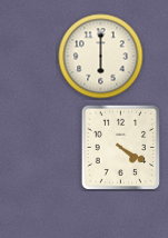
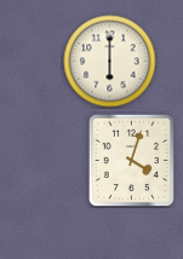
clock at (120, 147): 4:20 -> 4:03
